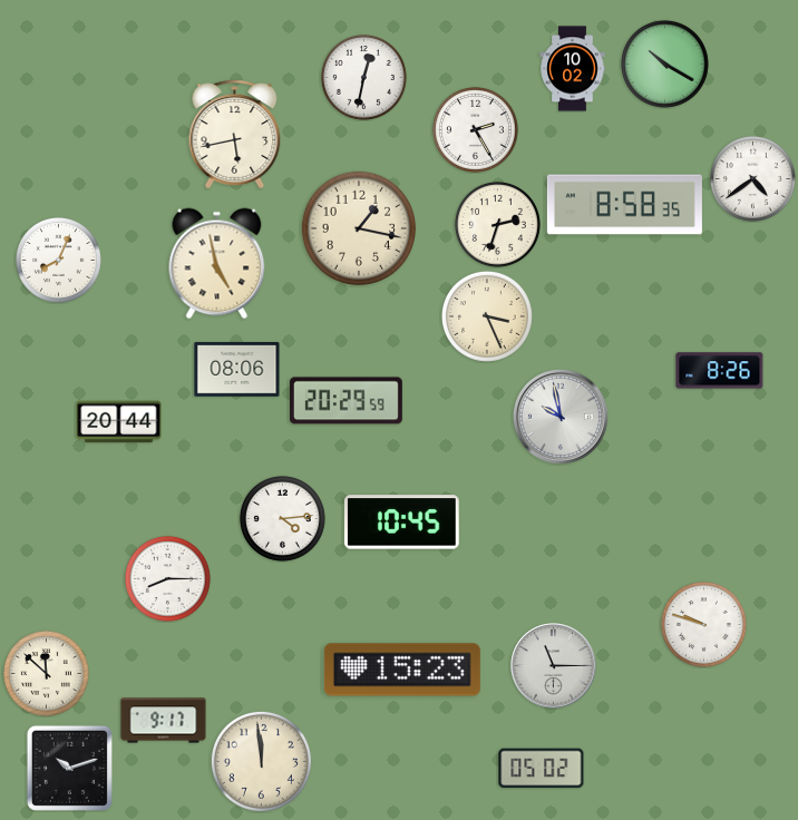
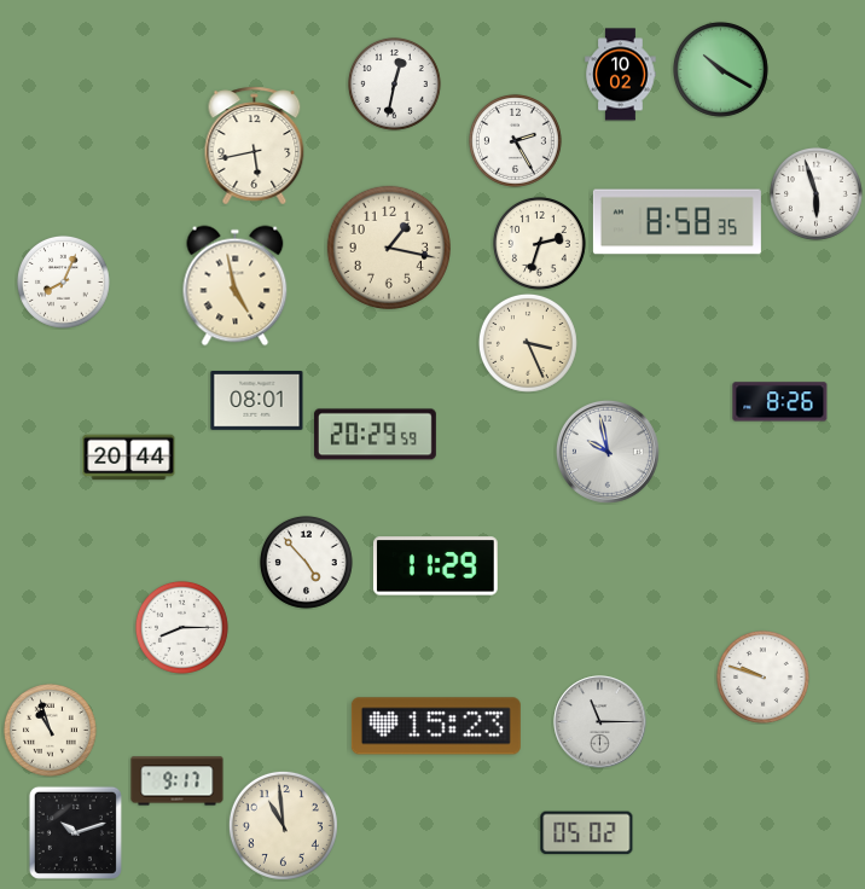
clock at (752, 178): 4:39 -> 5:57
clock at (237, 370): 08:06 -> 08:01
clock at (282, 518): 4:14 -> 4:53
clock at (401, 523): 10:45 -> 11:29
clock at (46, 673): 11:52 -> 10:57
clock at (261, 761): 11:59 -> 10:59
